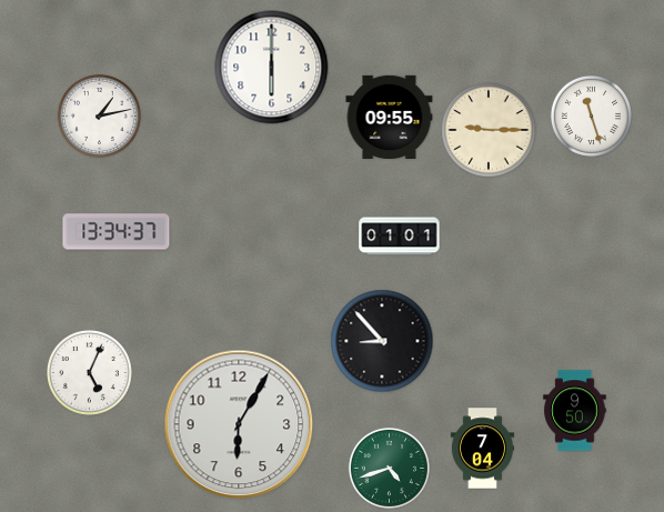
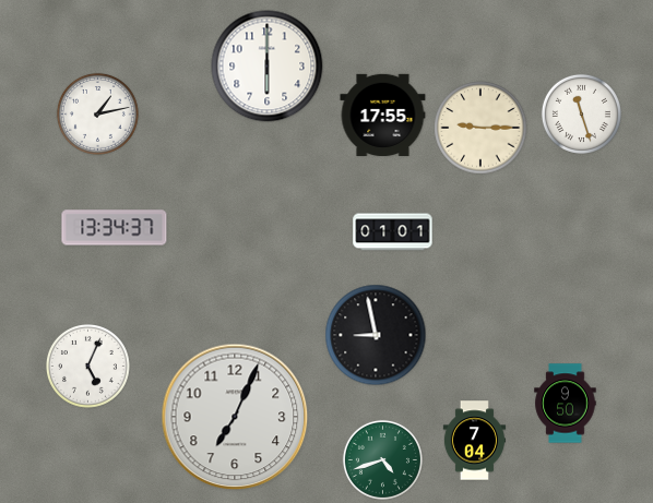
clock at (390, 117): 09:55 -> 17:55
clock at (382, 341): 8:53 -> 8:58
clock at (239, 424): 6:05 -> 7:04
